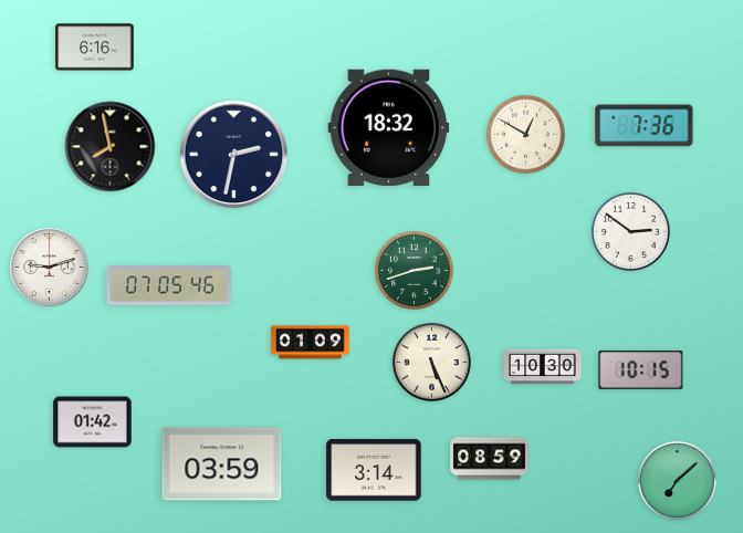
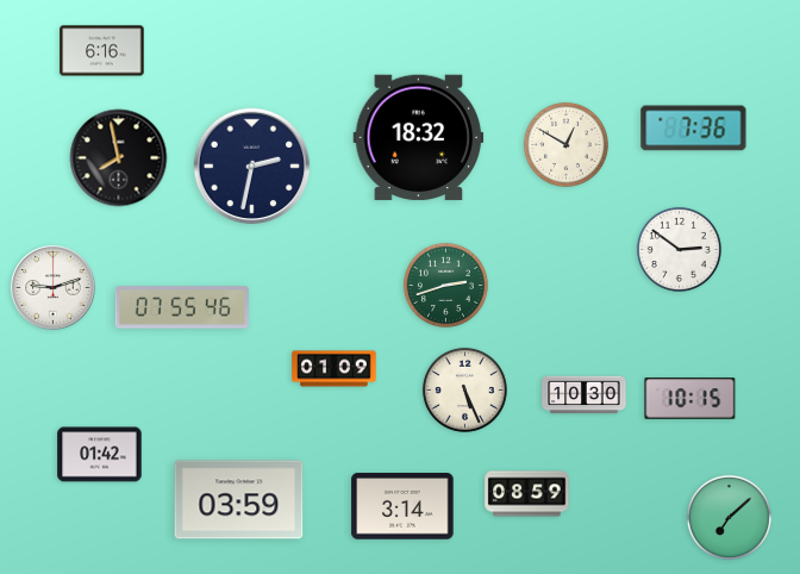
clock at (645, 126) position: (645, 126) -> (694, 129)
clock at (414, 270) position: (414, 270) -> (445, 285)
clock at (169, 285): 07:05 -> 07:55
